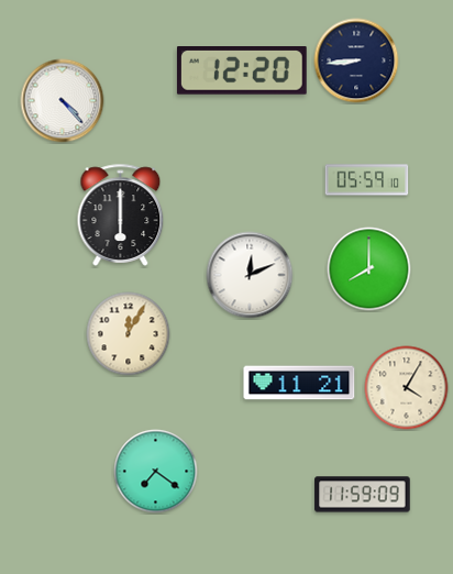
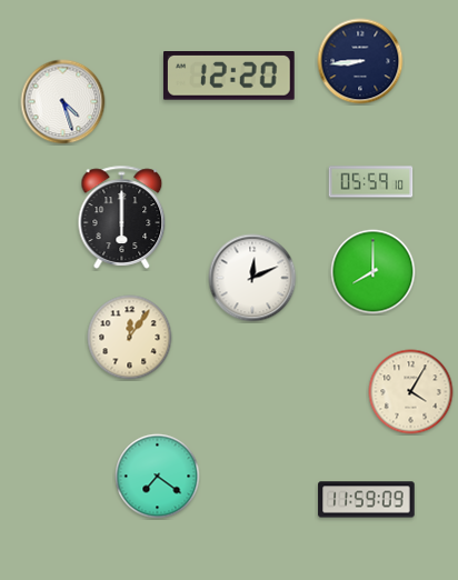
clock at (242, 71) position: (242, 71) -> (229, 77)
clock at (63, 101): 4:23 -> 4:27
clock at (129, 334): 12:05 -> 12:06
clock at (299, 383): 11:21 -> none
